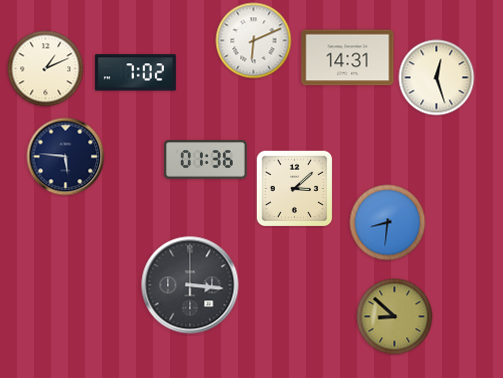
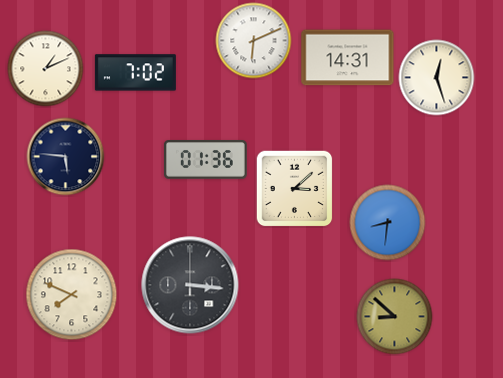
clock at (72, 295): none -> 7:49
